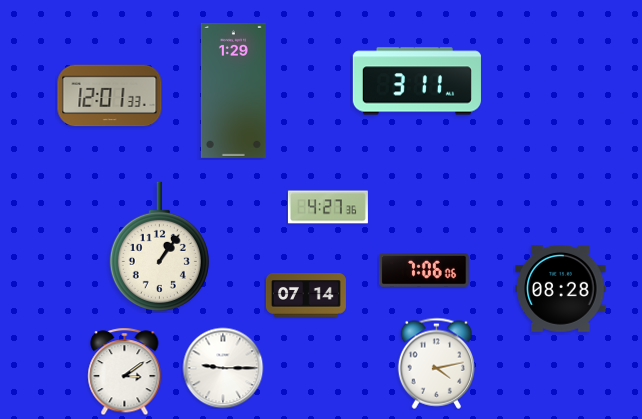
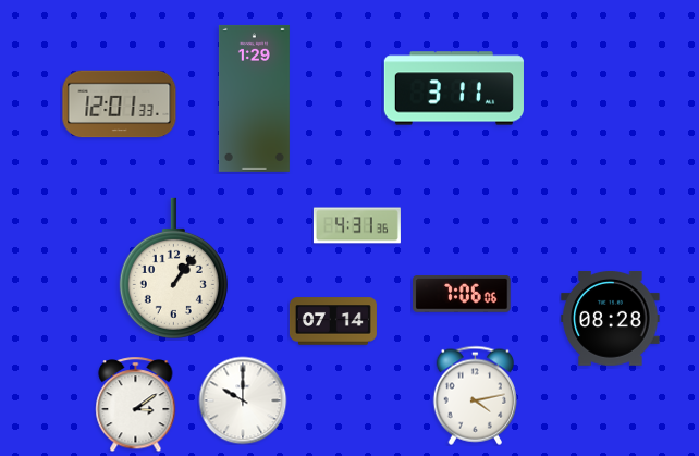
clock at (328, 207): 4:27 -> 4:31
clock at (561, 288) position: (561, 288) -> (611, 318)
clock at (223, 368): 9:15 -> 10:00
